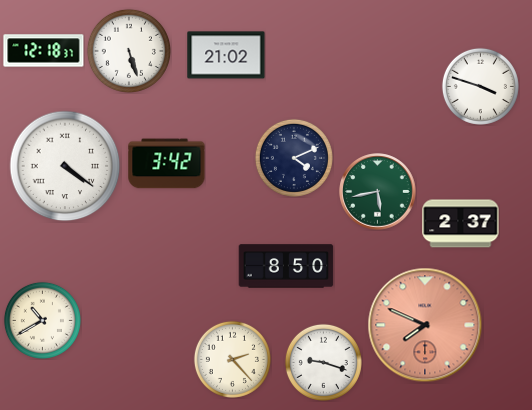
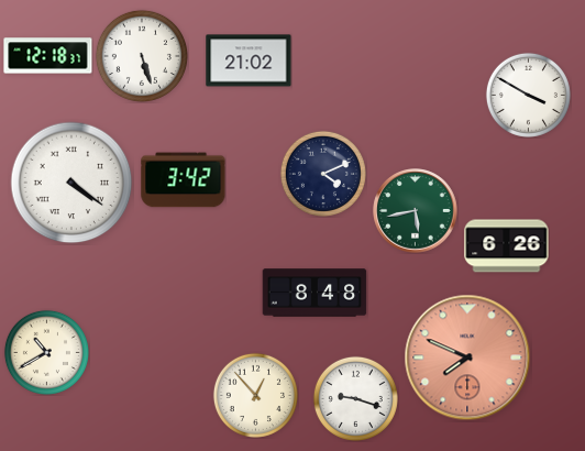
clock at (480, 86): 3:48 -> 3:50
clock at (461, 224): 2:37 -> 6:26
clock at (286, 266): 8:50 -> 8:48
clock at (232, 359): 2:23 -> 12:53
